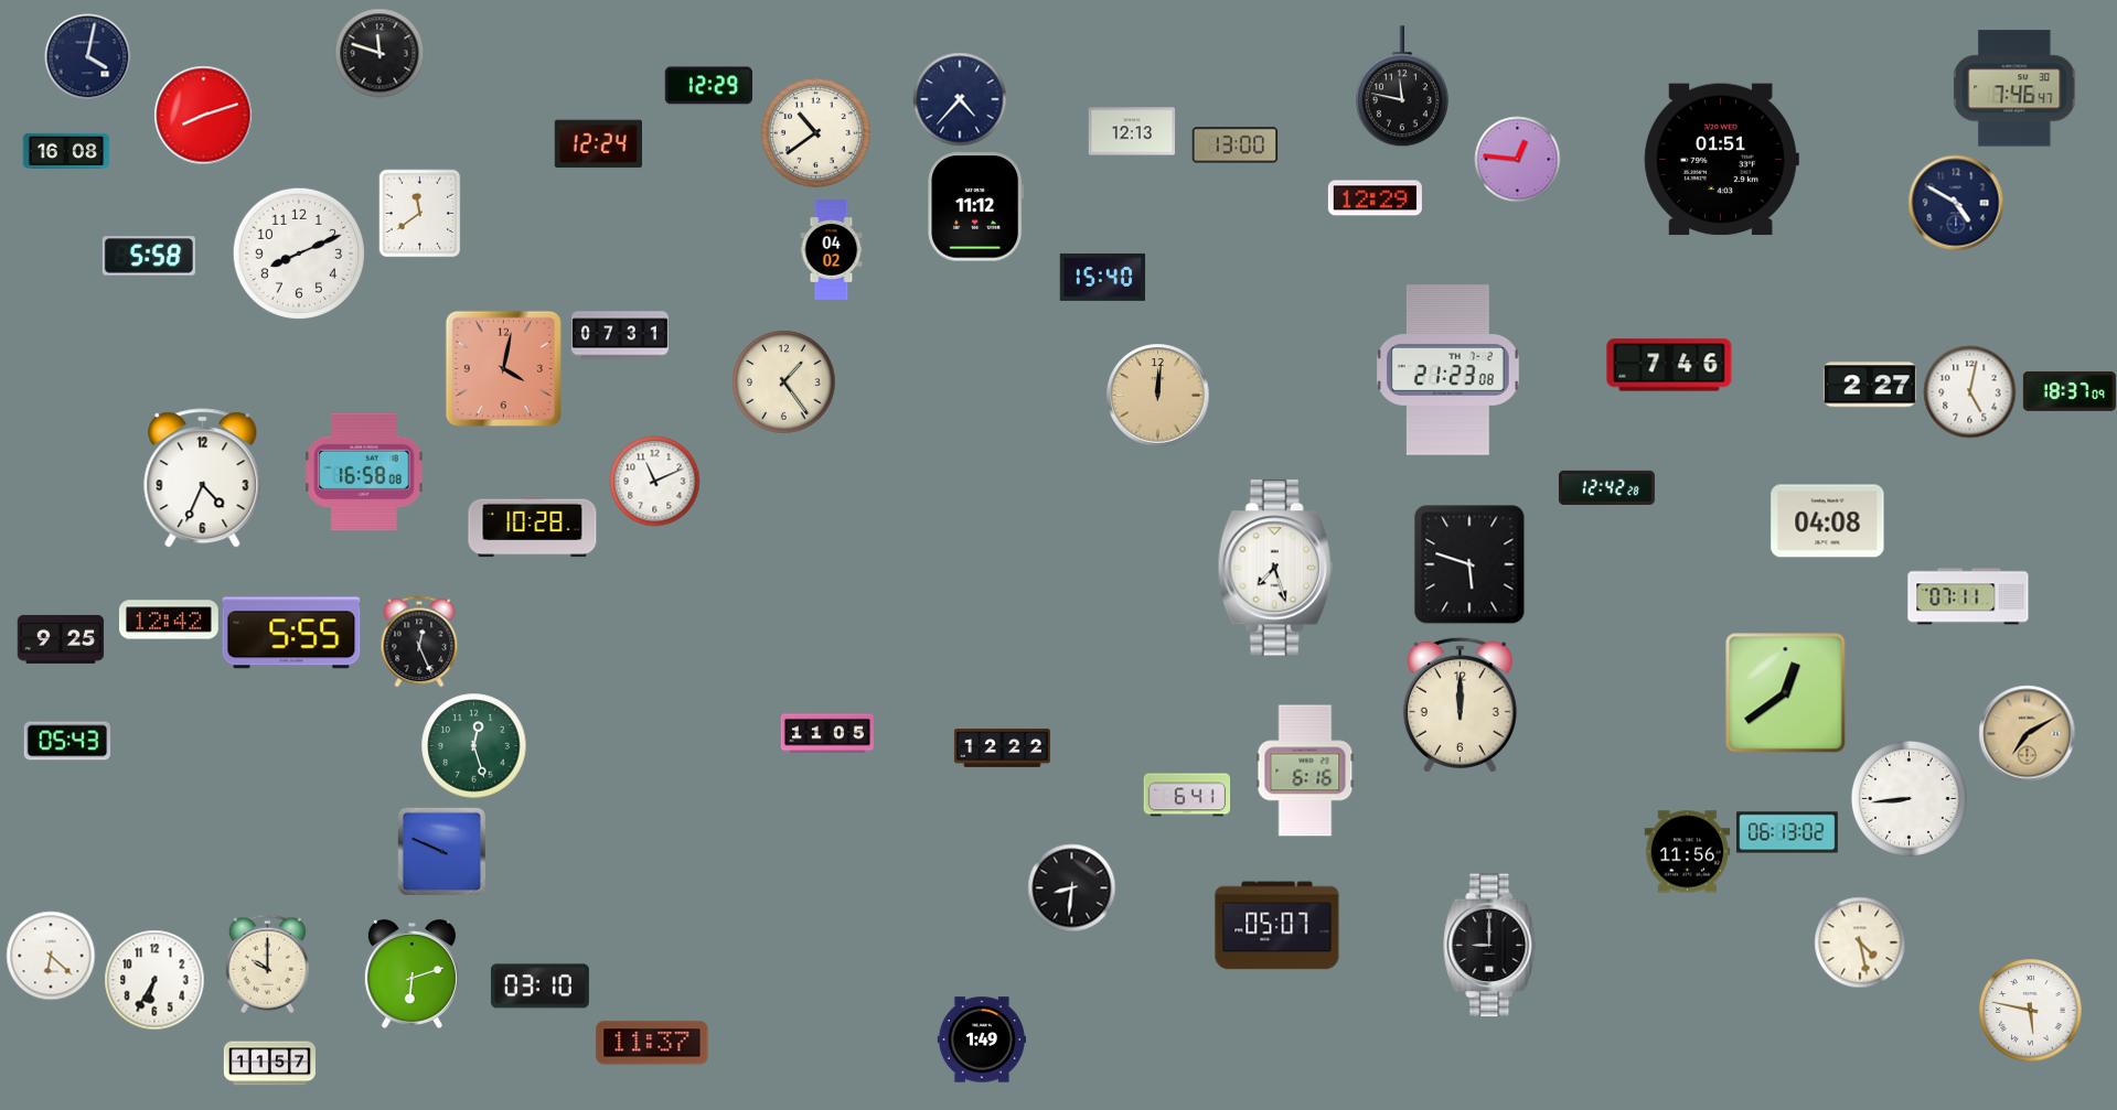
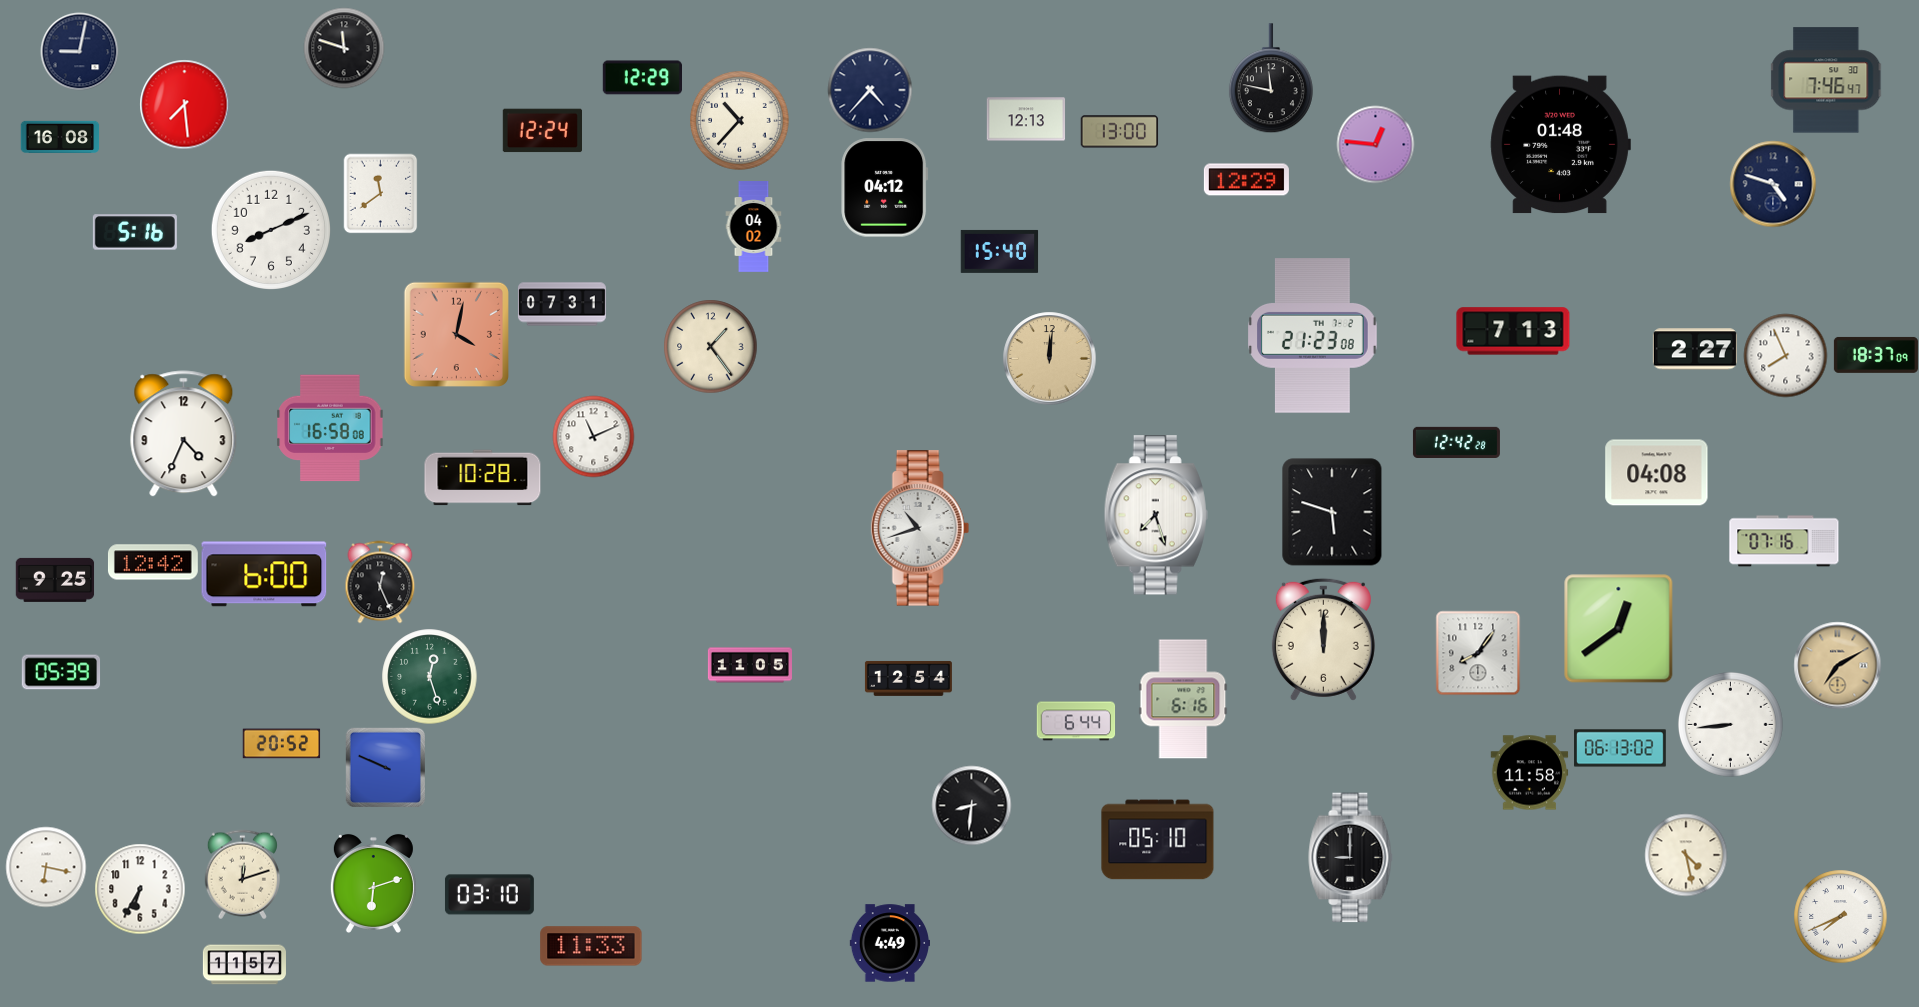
clock at (87, 56): 4:02 -> 9:02
clock at (203, 115): 8:12 -> 7:29
clock at (816, 133): 10:39 -> 10:37
clock at (1721, 160): 01:51 -> 01:48
clock at (1956, 203): 4:50 -> 4:48
clock at (976, 207): 11:12 -> 04:12
clock at (149, 256): 5:58 -> 5:16
clock at (1669, 365): 7:46 -> 7:13
clock at (1969, 391): 5:02 -> 7:56
clock at (920, 528): none -> 10:42
clock at (1968, 596): 07:11 -> 07:16
clock at (291, 633): 5:55 -> 6:00
clock at (1478, 653): none -> 8:06
clock at (67, 741): 05:43 -> 05:39
clock at (1002, 747): 12:22 -> 12:54
clock at (1187, 795): 6:41 -> 6:44
clock at (281, 744): none -> 20:52
clock at (1787, 832) position: (1787, 832) -> (1620, 748)
clock at (441, 851) position: (441, 851) -> (385, 767)
clock at (1687, 852): 11:56 -> 11:58
clock at (1277, 926): 05:07 -> 05:10
clock at (51, 956): 6:22 -> 6:17
clock at (267, 963): 10:00 -> 12:12
clock at (2030, 1010): 5:47 -> 7:41
clock at (981, 1039): 1:49 -> 4:49
clock at (652, 1043): 11:37 -> 11:33
